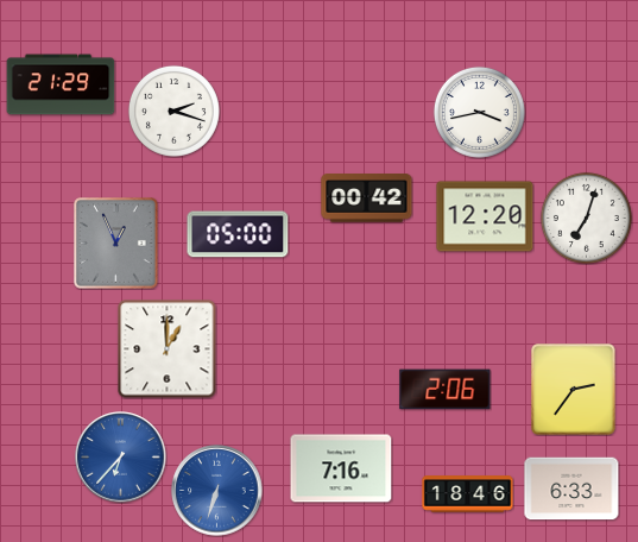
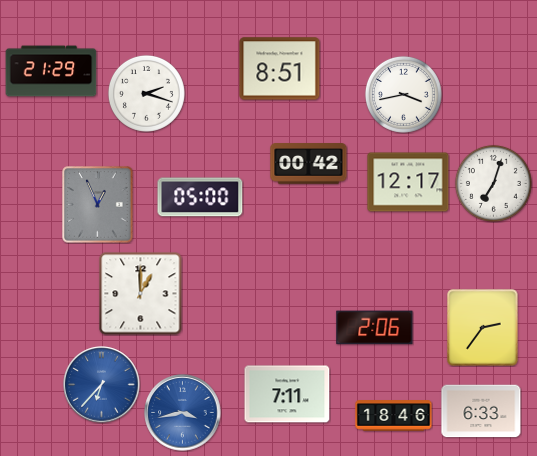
clock at (280, 69): none -> 8:51
clock at (367, 198) position: (367, 198) -> (309, 164)
clock at (485, 216): 12:20 -> 12:17
clock at (341, 468): 7:16 -> 7:11
clock at (217, 491): 6:33 -> 3:43
